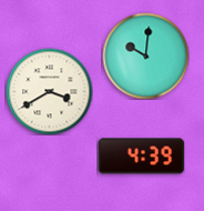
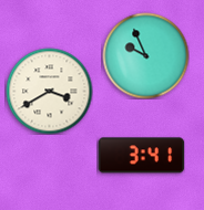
clock at (145, 56): 10:01 -> 9:56
clock at (141, 157): 4:39 -> 3:41
